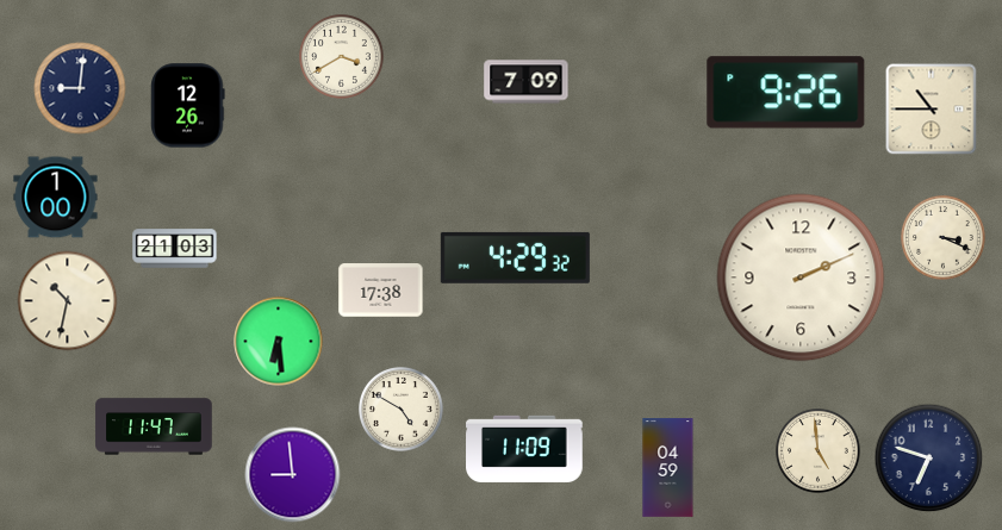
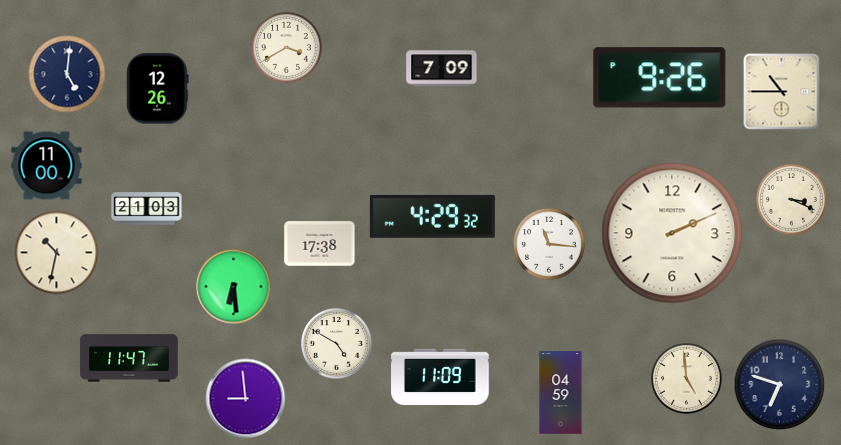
clock at (80, 88): 9:01 -> 5:01
clock at (56, 198): 1:00 -> 11:00
clock at (549, 244): none -> 11:16
